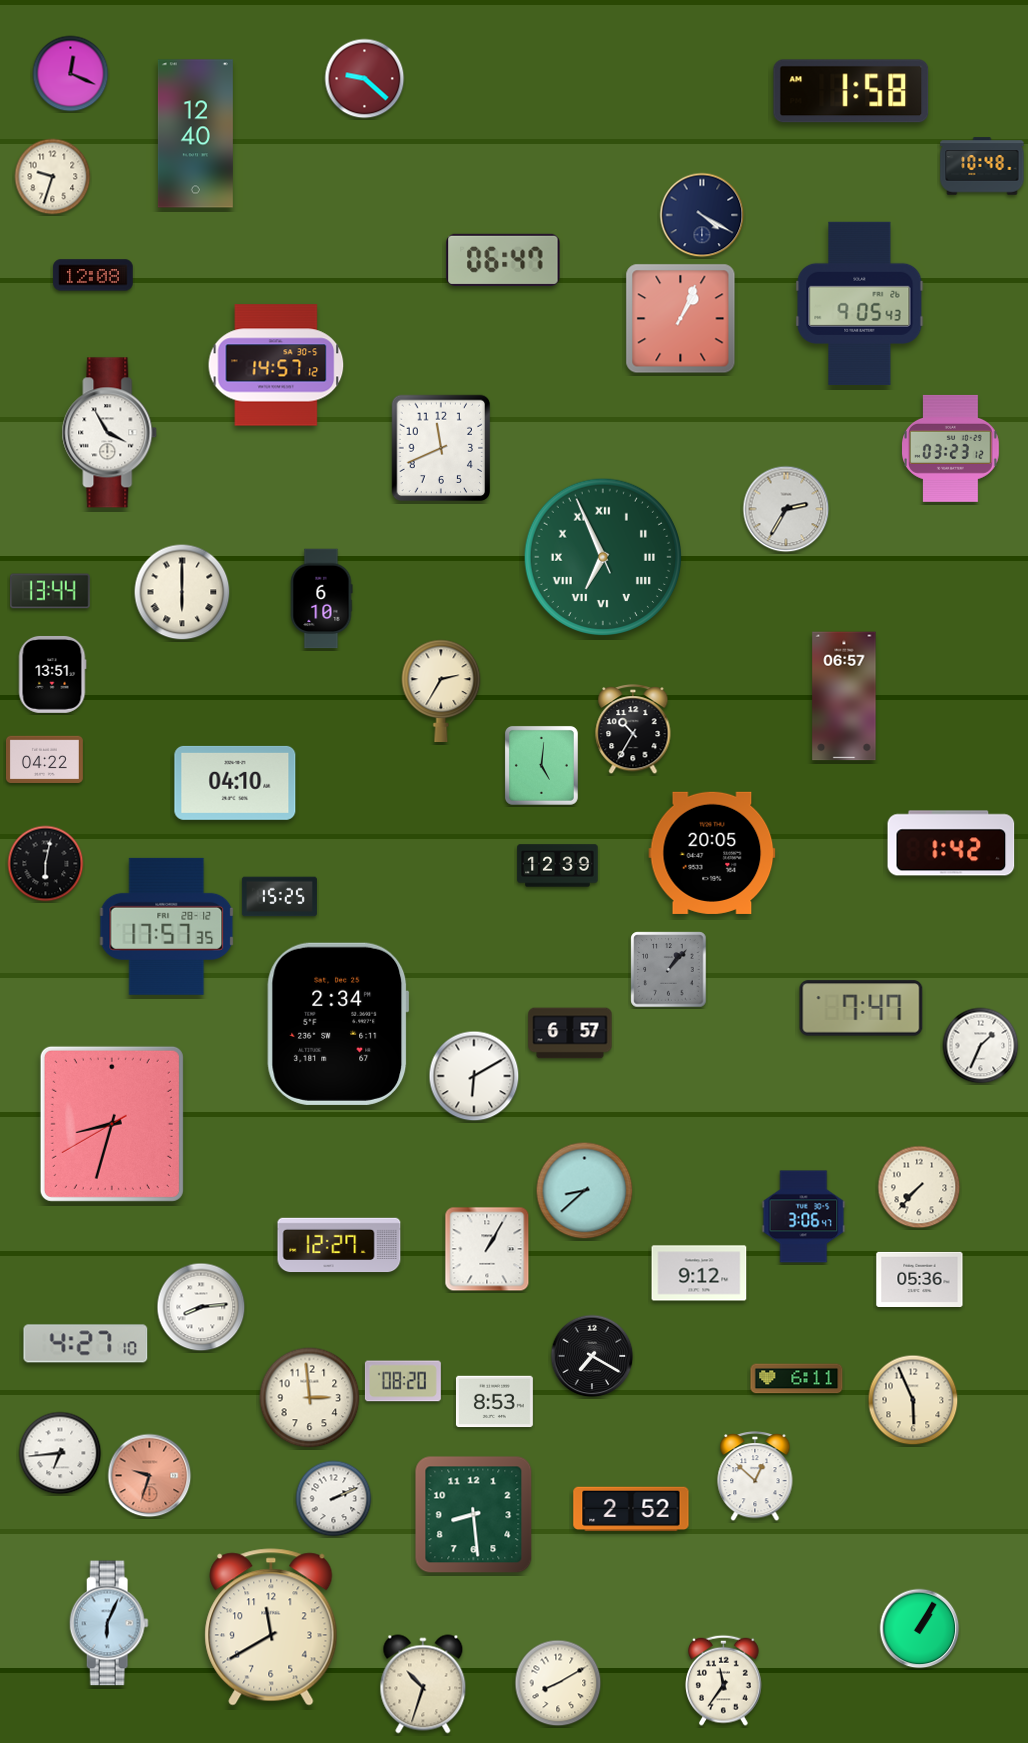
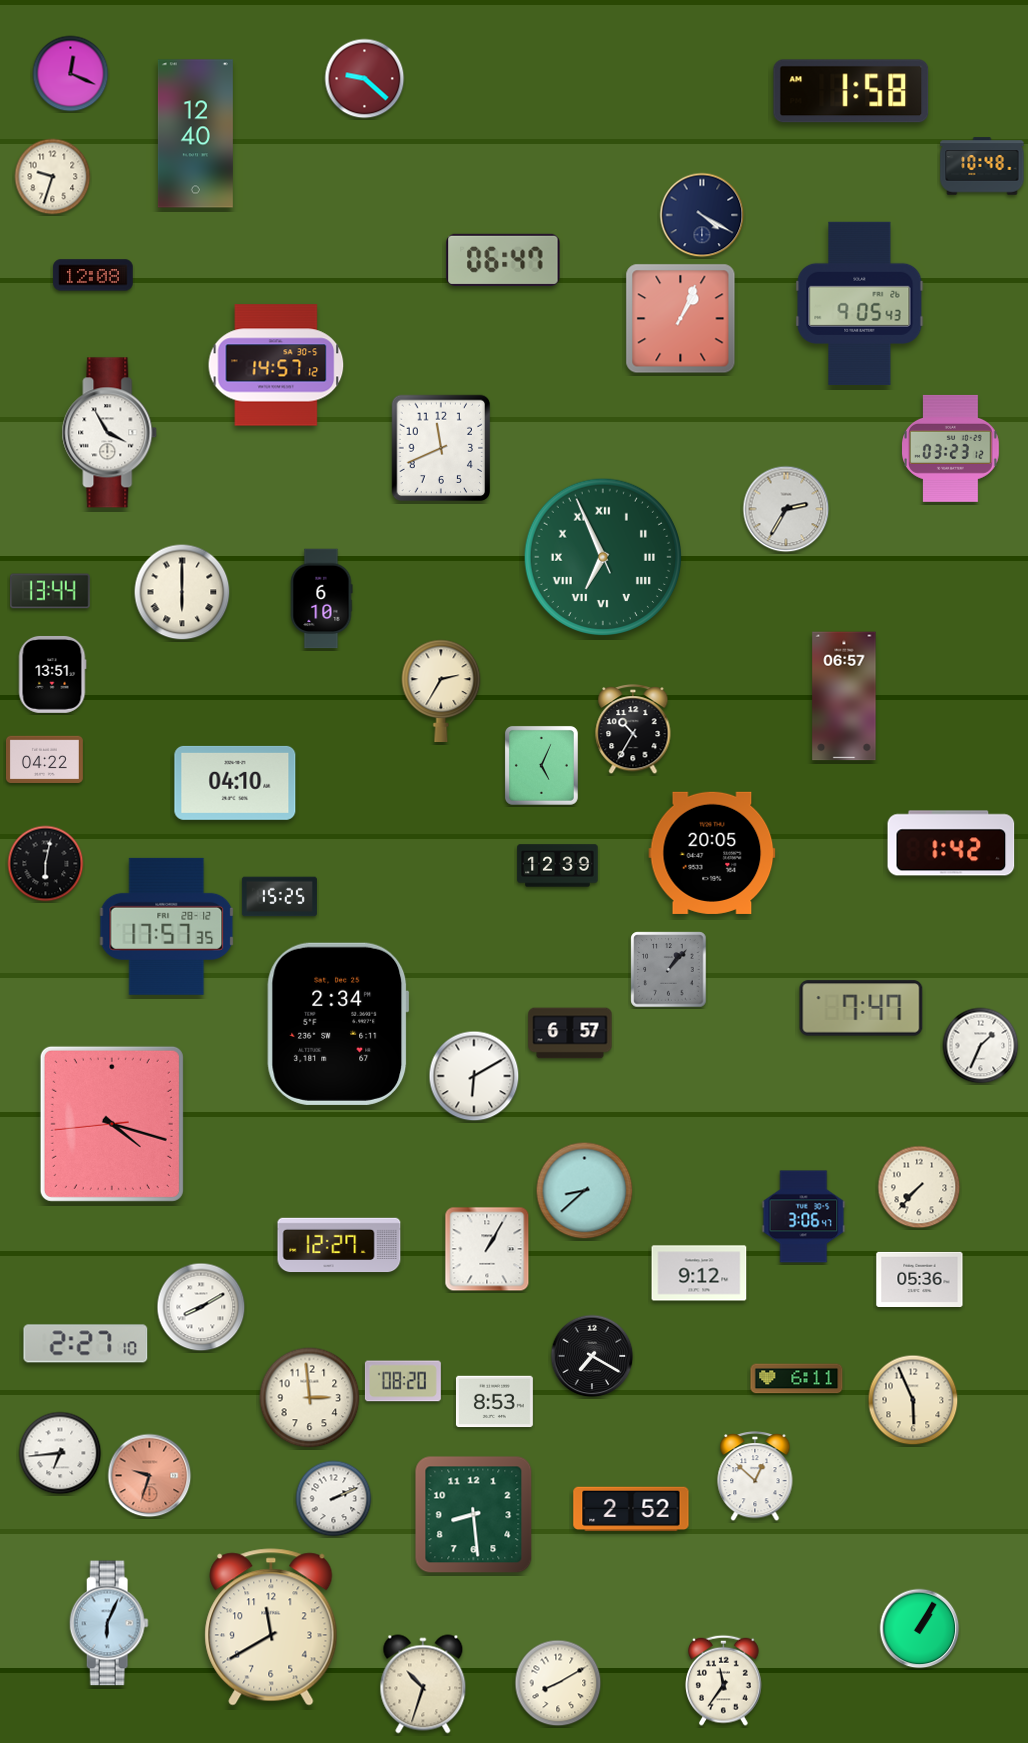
clock at (541, 765): 5:01 -> 5:04
clock at (112, 1124): 8:32 -> 4:17
clock at (201, 1307): 8:14 -> 8:10
clock at (86, 1344): 4:27 -> 2:27
